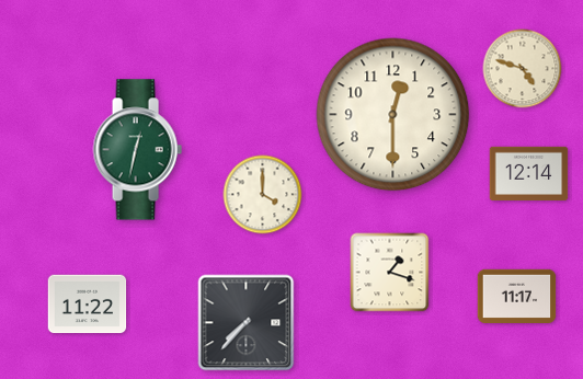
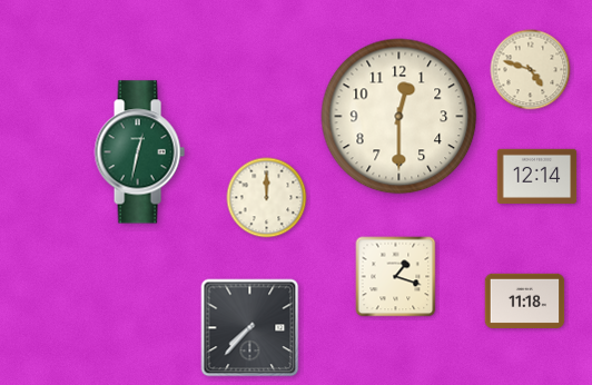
clock at (263, 195): 4:00 -> 12:00
clock at (517, 296): 11:17 -> 11:18
clock at (88, 305): 11:22 -> none
